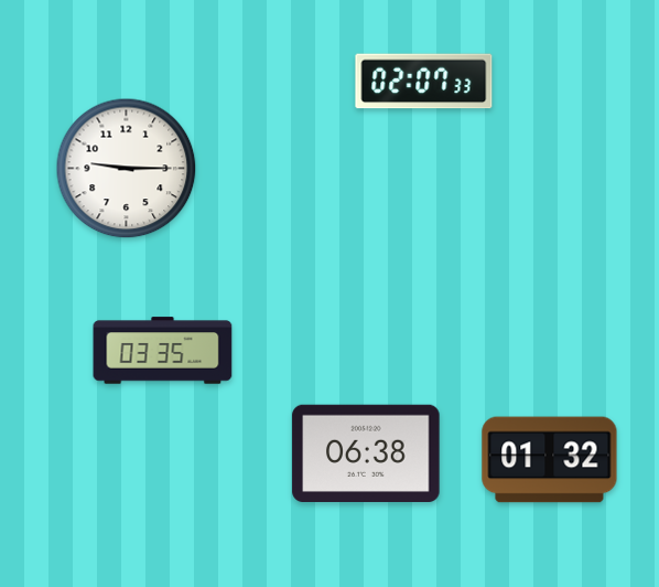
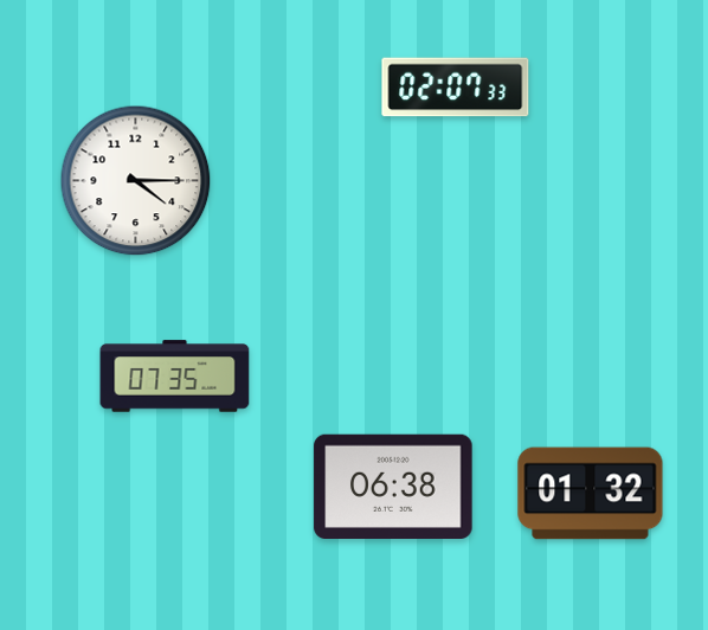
clock at (127, 169): 9:15 -> 4:15
clock at (163, 351): 03:35 -> 07:35
